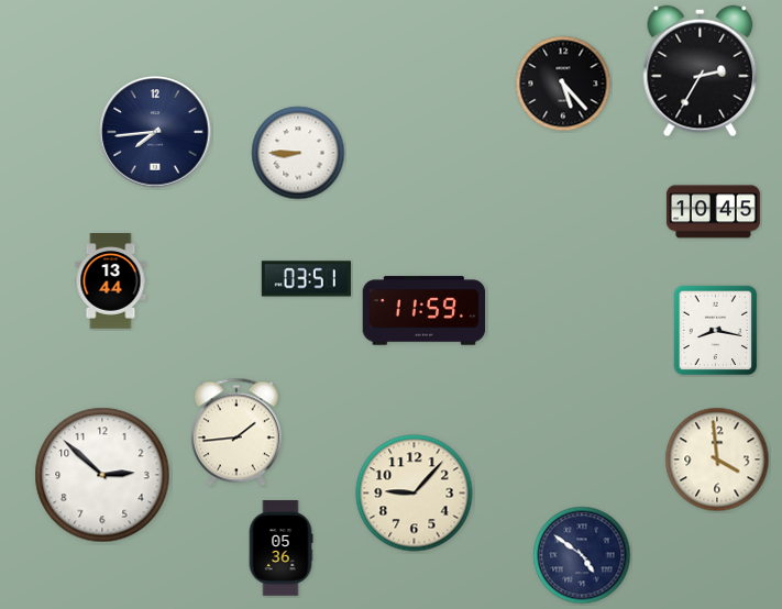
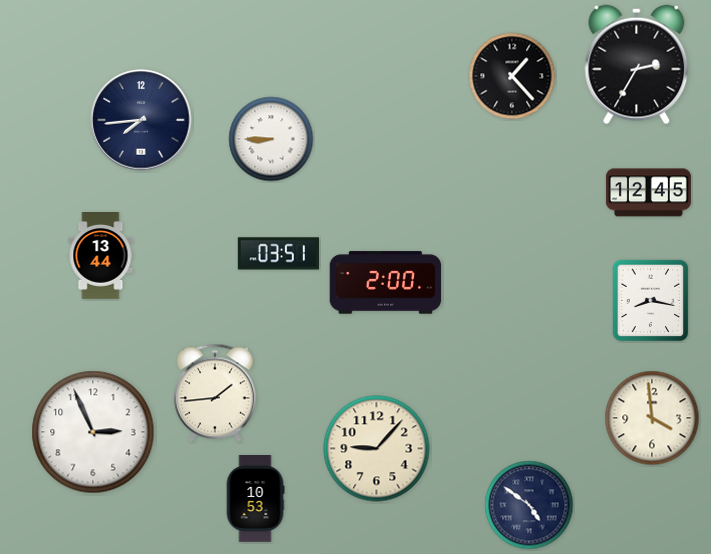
clock at (563, 84): 5:23 -> 1:23
clock at (713, 212): 10:45 -> 12:45
clock at (425, 311): 11:59 -> 2:00
clock at (102, 475): 2:52 -> 2:56
clock at (280, 549): 05:36 -> 10:53
